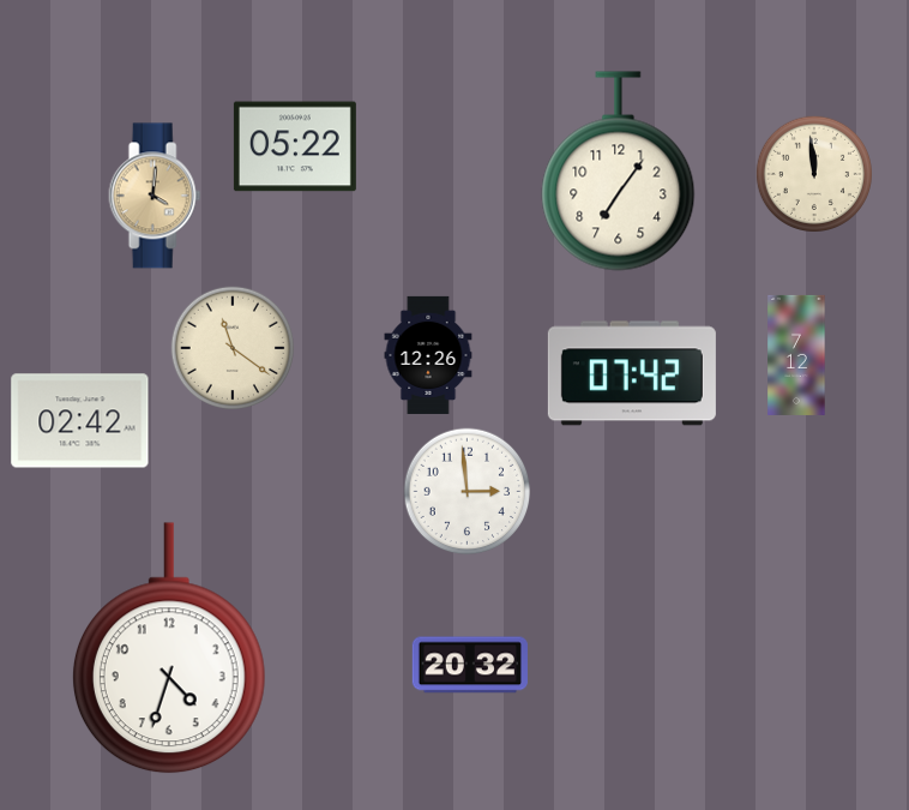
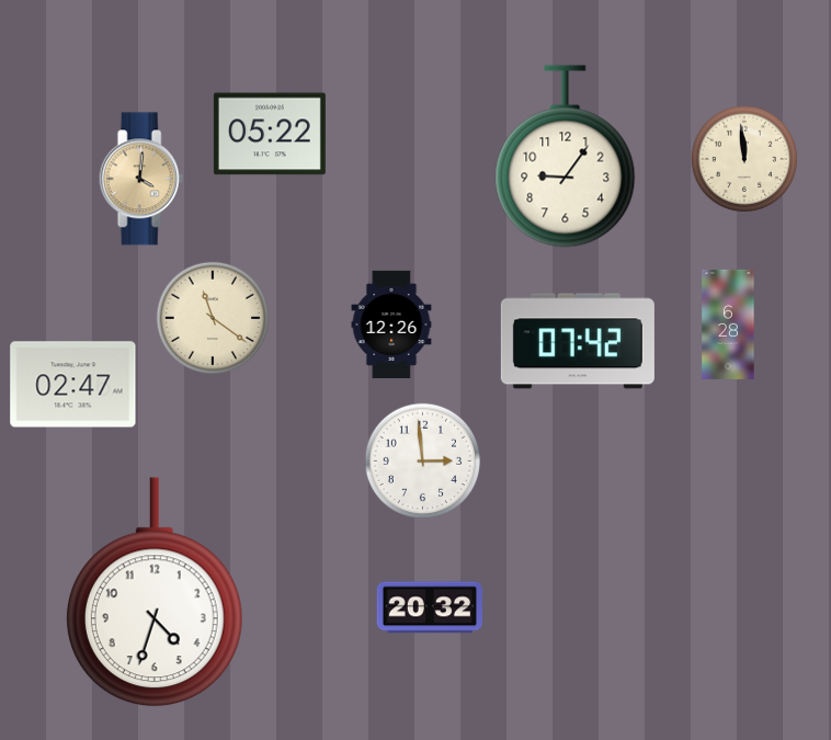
clock at (619, 172): 7:06 -> 9:06
clock at (796, 355): 7:12 -> 6:28
clock at (80, 421): 02:42 -> 02:47
clock at (468, 492) position: (468, 492) -> (423, 462)
